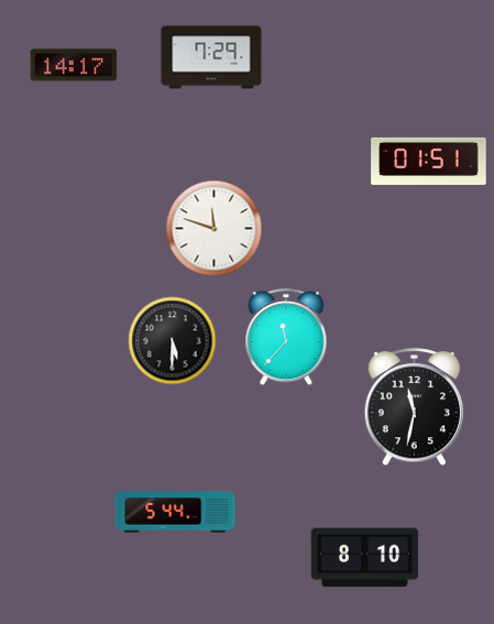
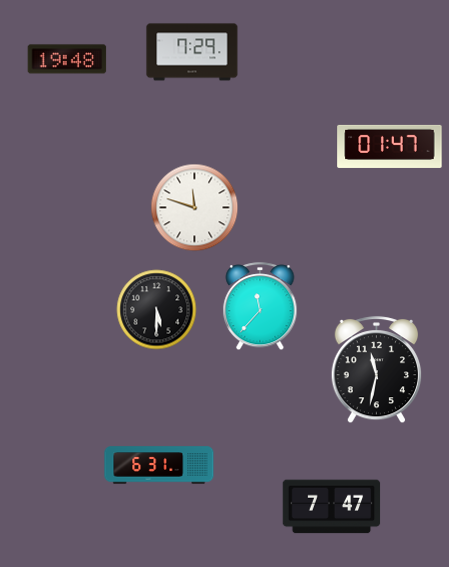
clock at (74, 65): 14:17 -> 19:48
clock at (429, 161): 01:51 -> 01:47
clock at (175, 512): 5:44 -> 6:31
clock at (365, 558): 8:10 -> 7:47
